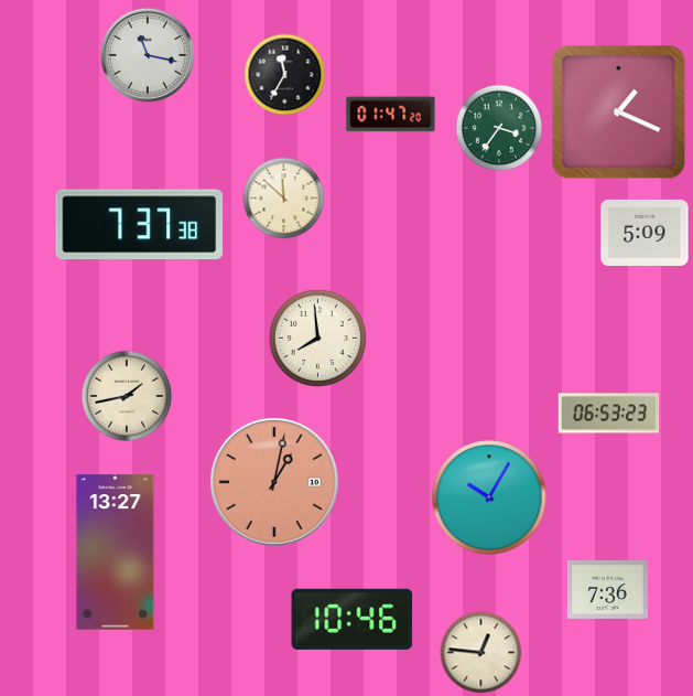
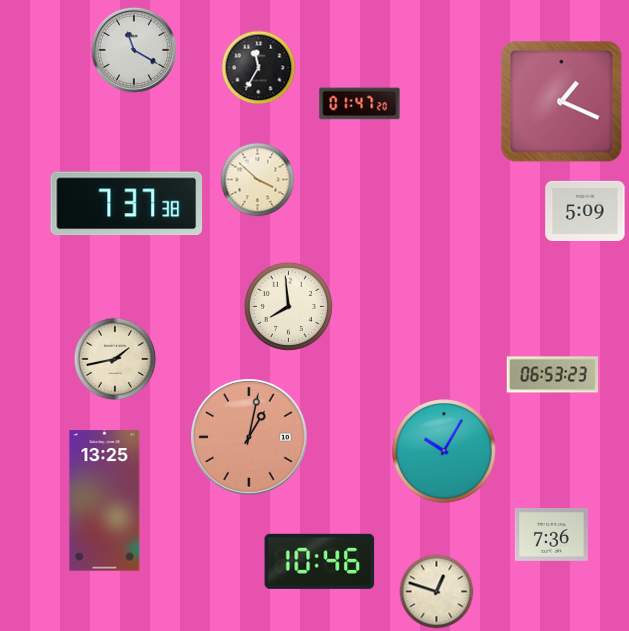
clock at (148, 55): 11:17 -> 11:20
clock at (391, 115) position: (391, 115) -> (360, 104)
clock at (499, 128): 3:36 -> none
clock at (284, 199): 11:52 -> 3:52
clock at (116, 553): 13:27 -> 13:25
clock at (481, 653): 12:46 -> 12:48
